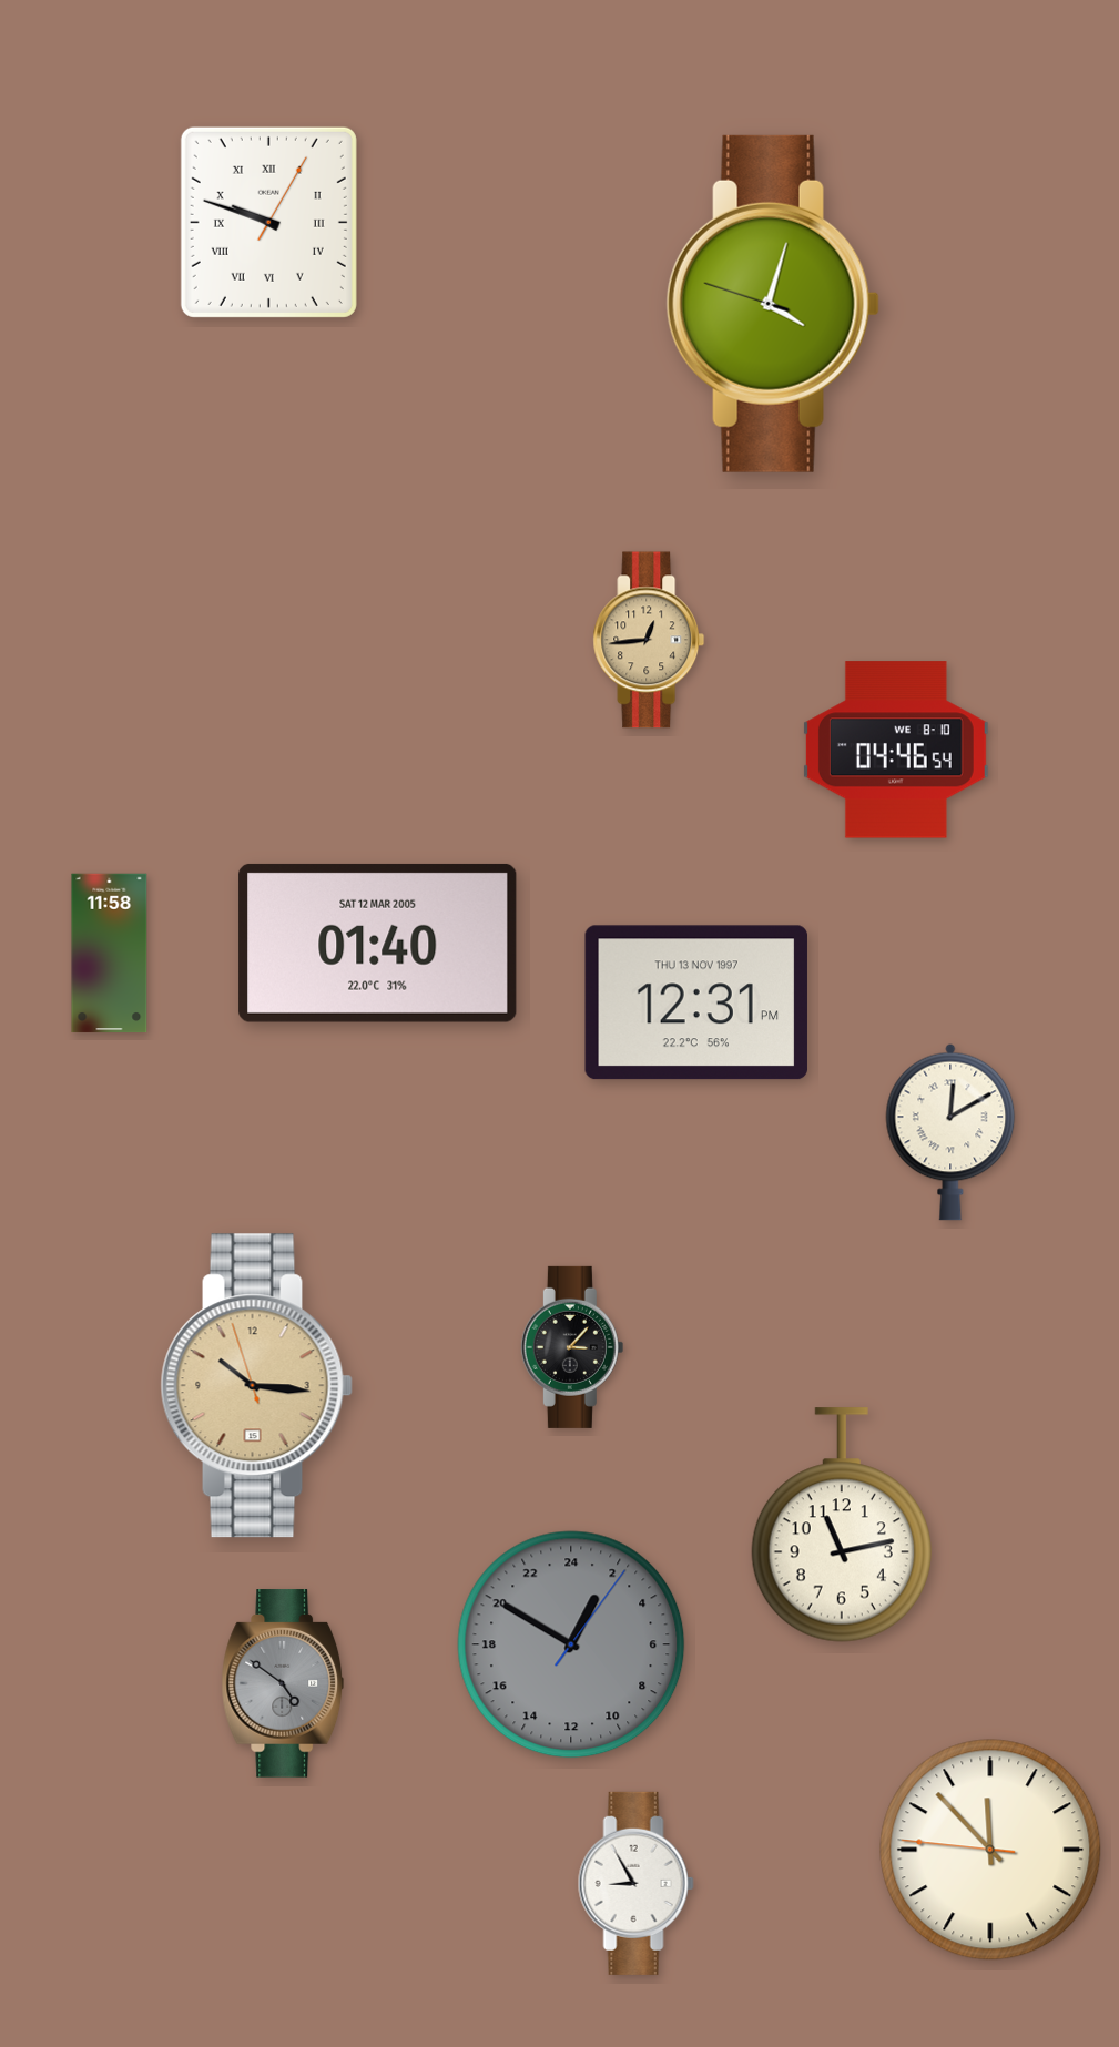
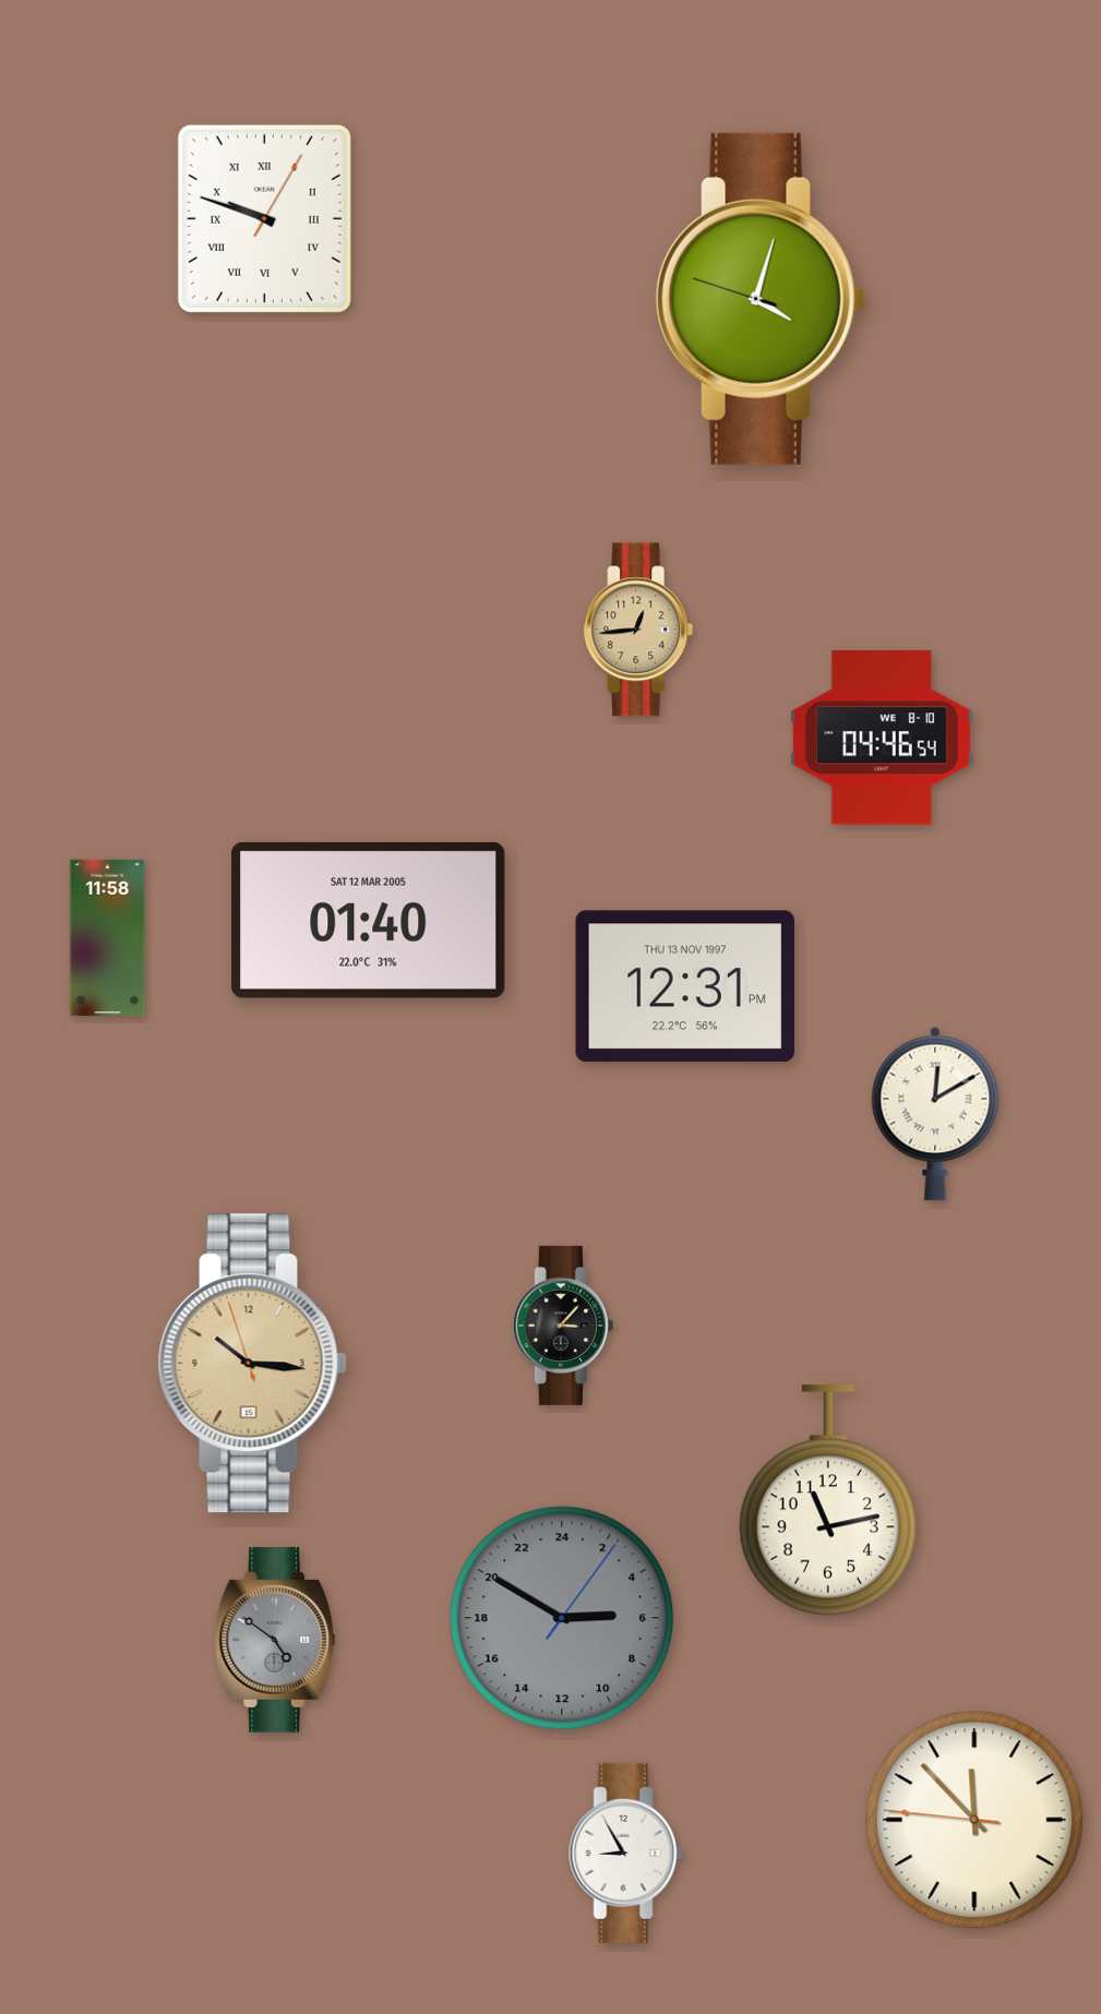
clock at (378, 943) position: (378, 943) -> (369, 920)
clock at (571, 1644): 1:50 -> 5:50
clock at (283, 1683) position: (283, 1683) -> (275, 1640)
